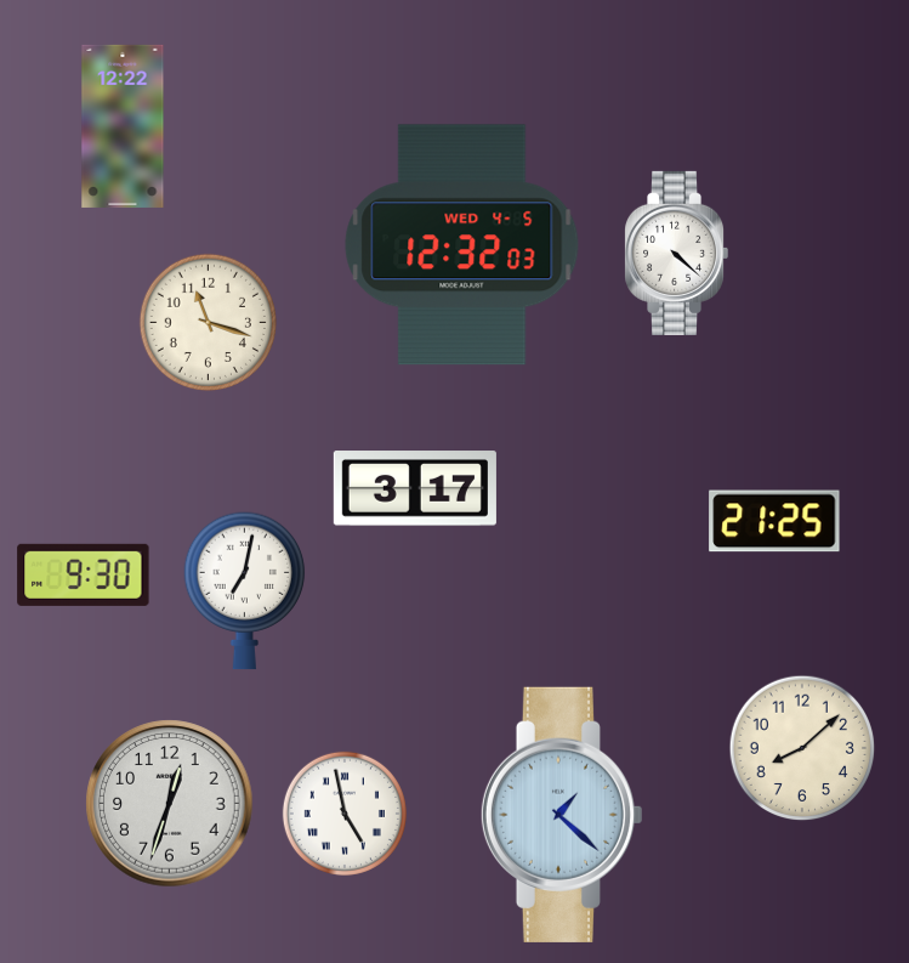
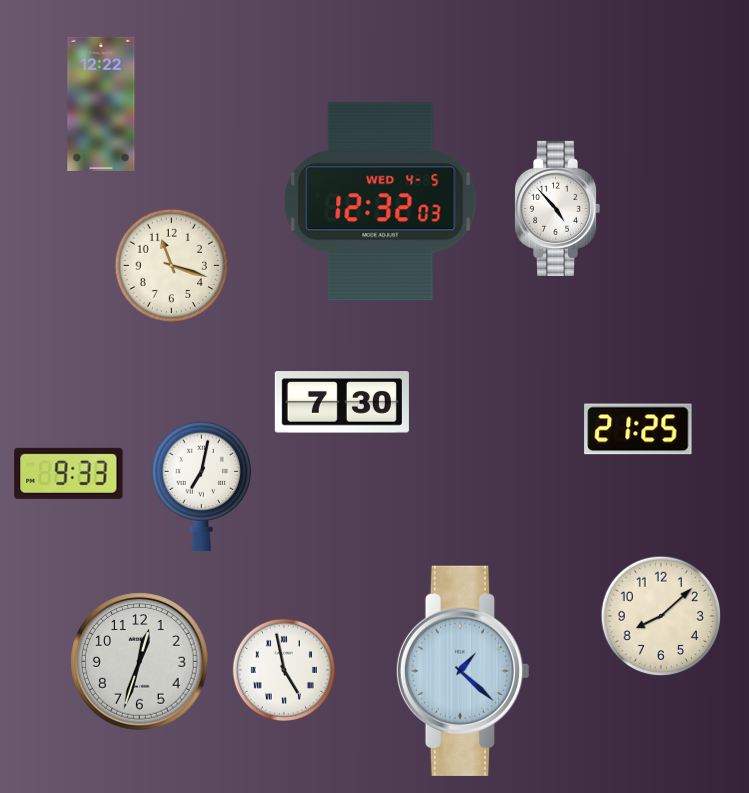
clock at (677, 253): 4:22 -> 4:53
clock at (415, 488): 3:17 -> 7:30
clock at (84, 574): 9:30 -> 9:33
